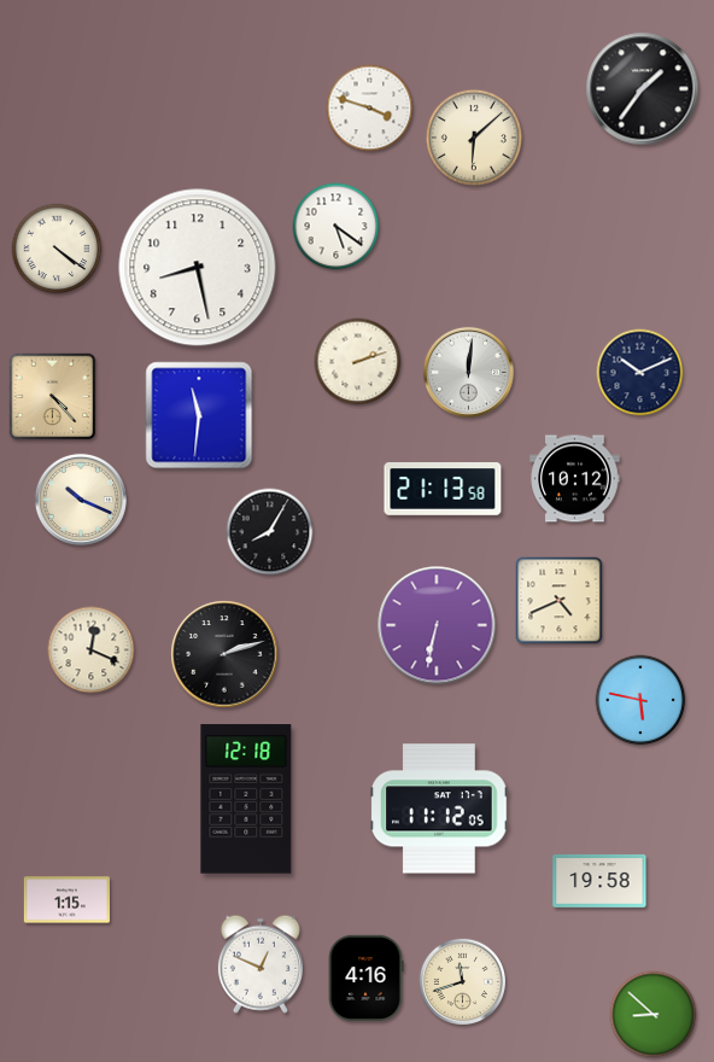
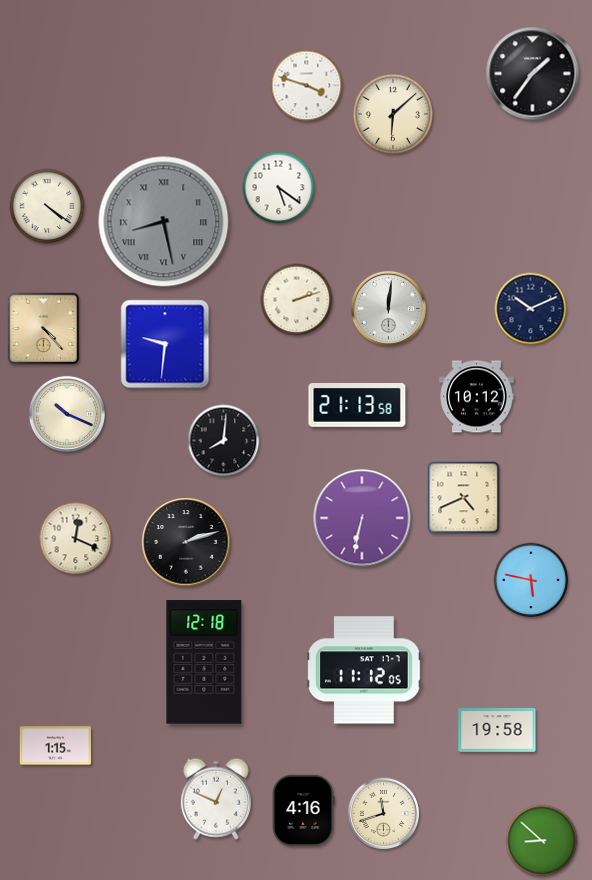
clock at (370, 109) position: (370, 109) -> (307, 86)
clock at (198, 268) dial: white -> grey
clock at (198, 268) numerals: Arabic -> Roman
clock at (199, 415): 11:31 -> 9:31
clock at (443, 490) position: (443, 490) -> (357, 406)
clock at (270, 532): 8:05 -> 8:01
